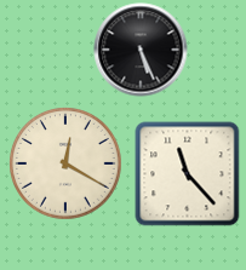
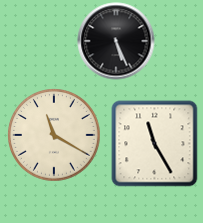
clock at (67, 165): 12:20 -> 11:20
clock at (188, 174): 11:23 -> 11:25
